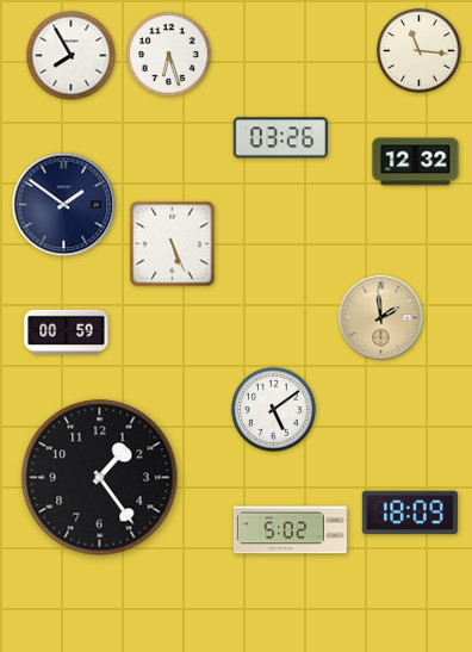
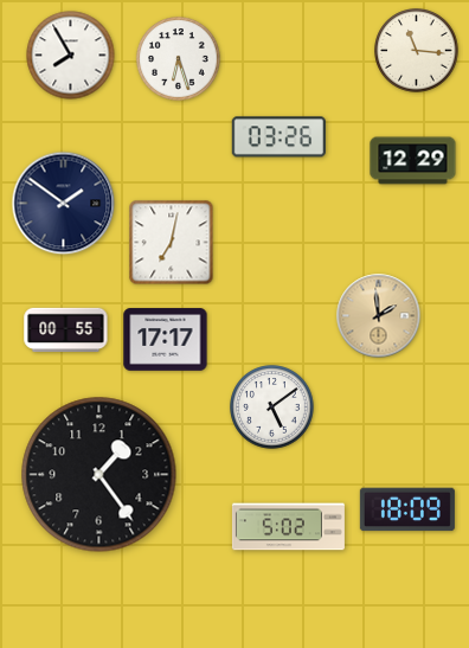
clock at (169, 55) position: (169, 55) -> (179, 59)
clock at (416, 162): 12:32 -> 12:29
clock at (173, 244): 5:26 -> 7:02
clock at (67, 333): 00:59 -> 00:55
clock at (166, 340): none -> 17:17
